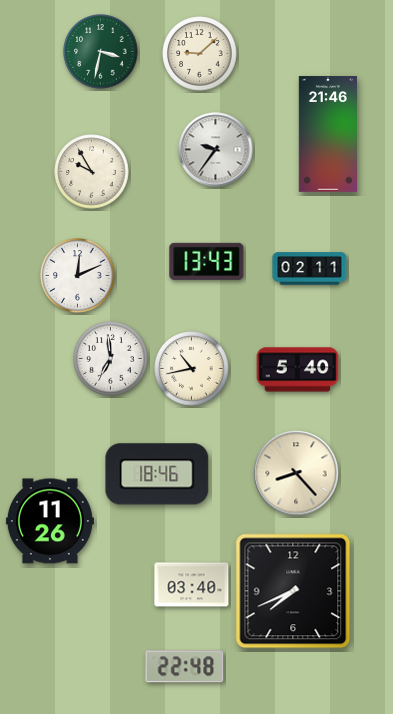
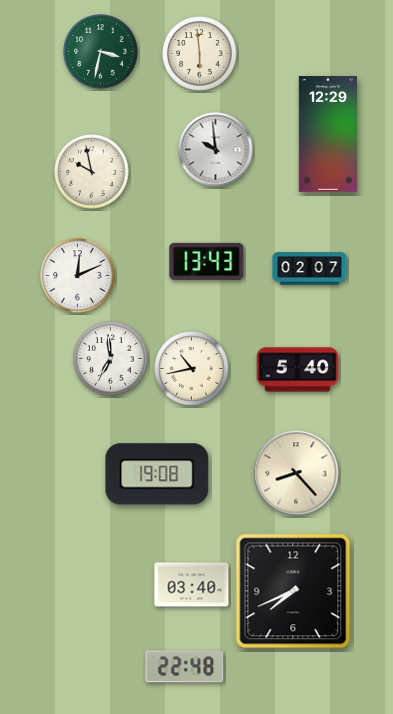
clock at (200, 54): 9:08 -> 5:59
clock at (327, 134): 21:46 -> 12:29
clock at (216, 150): 9:36 -> 9:59
clock at (92, 172): 9:55 -> 9:58
clock at (310, 269): 02:11 -> 02:07
clock at (157, 474): 18:46 -> 19:08
clock at (50, 521): 11:26 -> none
